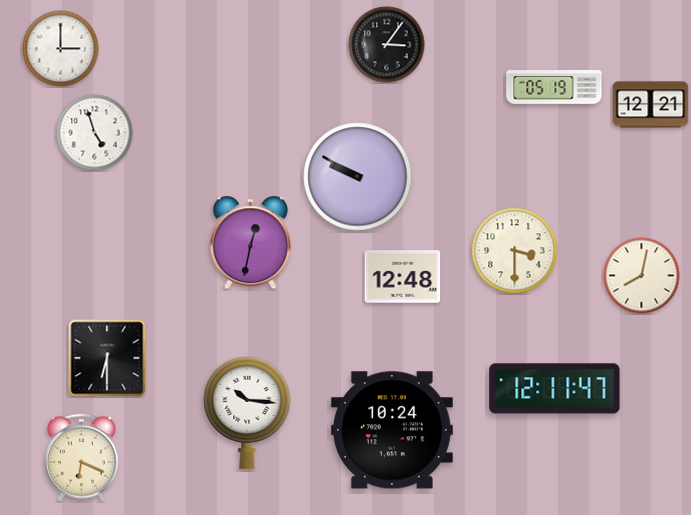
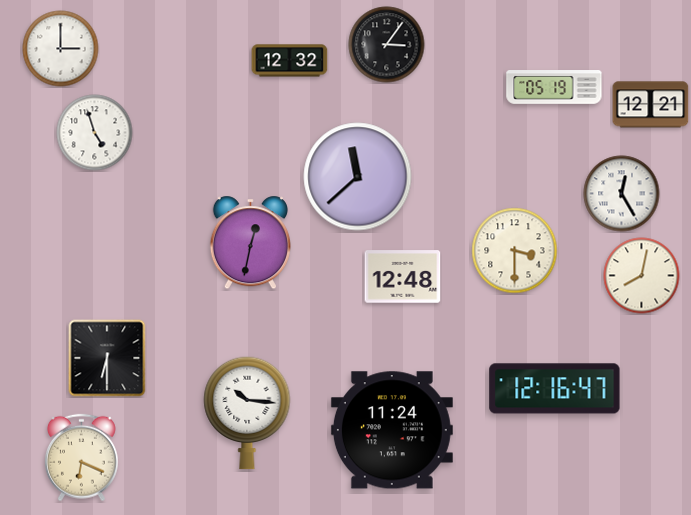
clock at (290, 61): none -> 12:32
clock at (358, 177): 9:50 -> 11:38
clock at (622, 194): none -> 12:25
clock at (555, 389): 12:11 -> 12:16
clock at (392, 430): 10:24 -> 11:24
